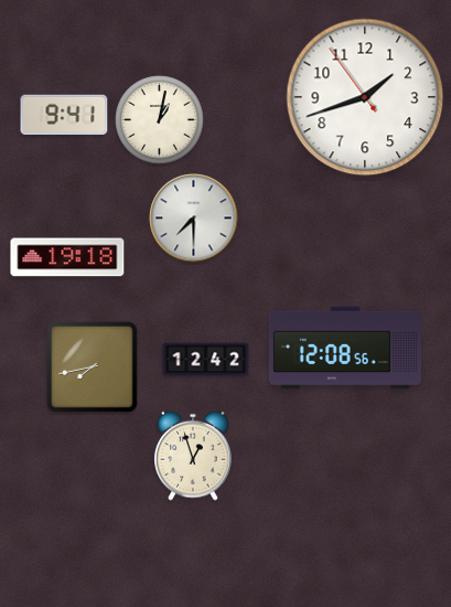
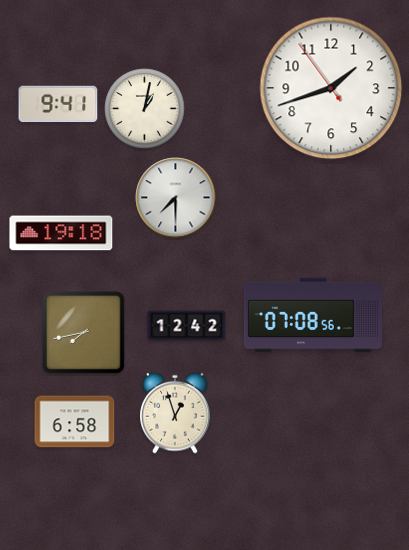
clock at (345, 348): 12:08 -> 07:08
clock at (75, 422): none -> 6:58
